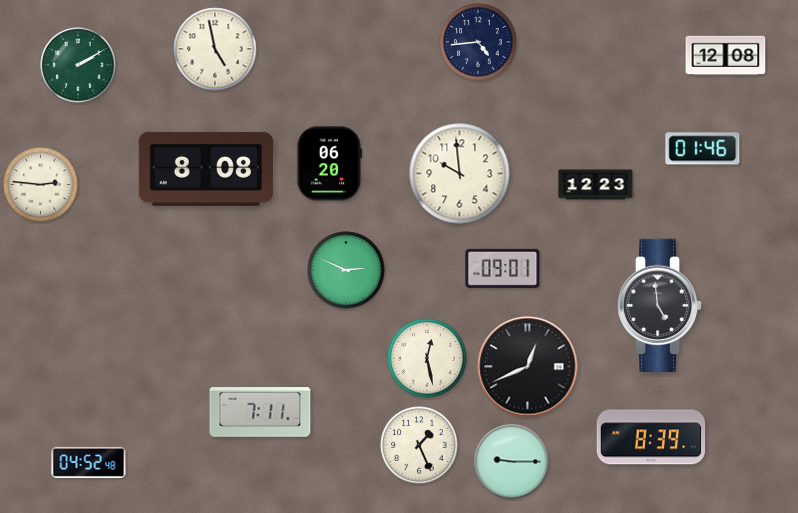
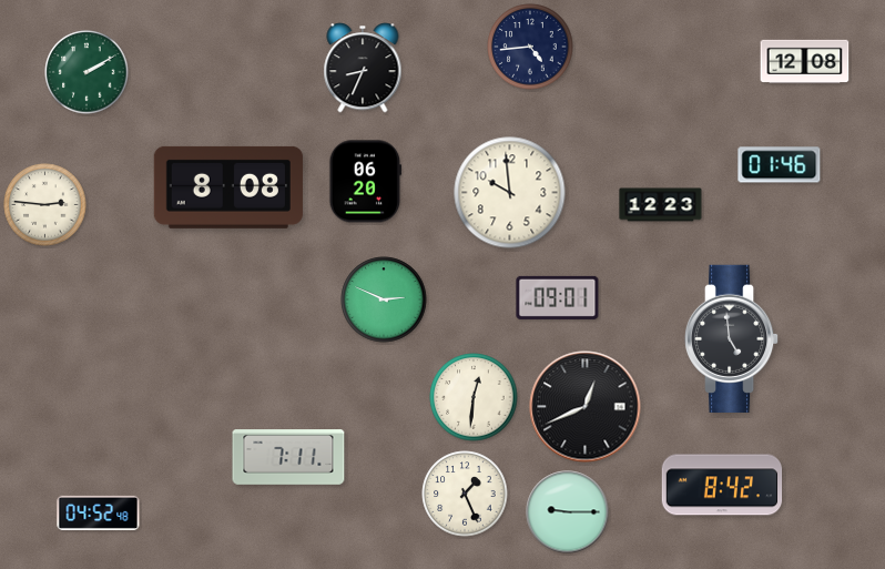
clock at (215, 49): 4:58 -> none
clock at (363, 68): none -> 8:34
clock at (427, 358): 12:28 -> 12:31
clock at (651, 437): 8:39 -> 8:42
